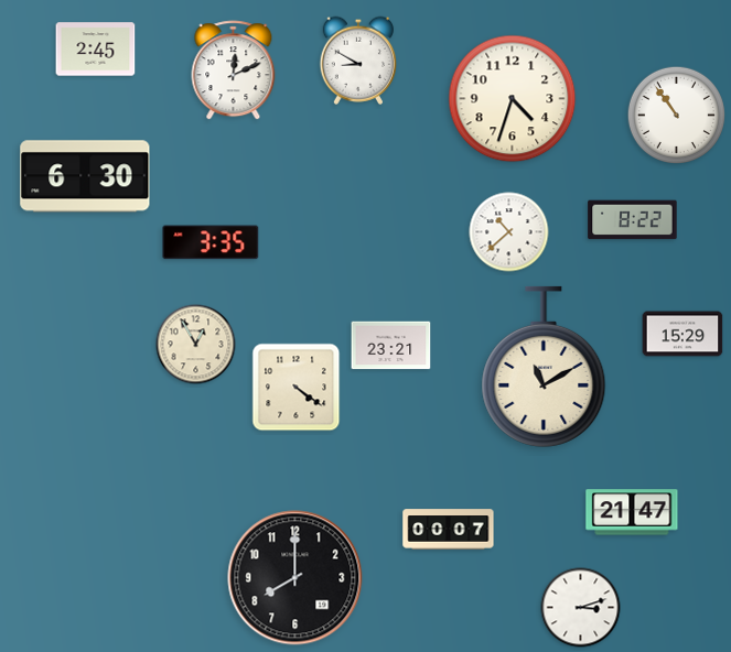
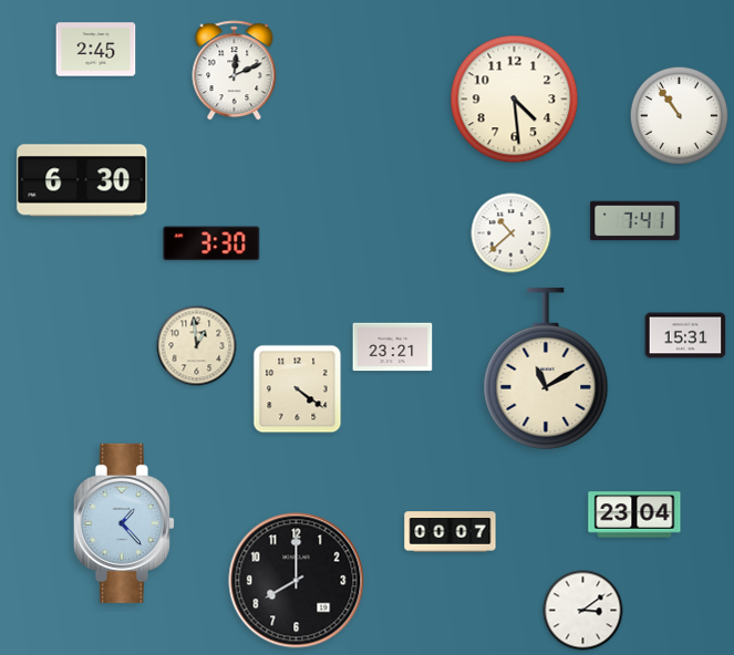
clock at (357, 61): 8:50 -> none
clock at (513, 99): 4:33 -> 4:29
clock at (85, 176) position: (85, 176) -> (82, 180)
clock at (633, 220): 8:22 -> 7:41
clock at (211, 242): 3:35 -> 3:30
clock at (682, 334): 15:29 -> 15:31
clock at (196, 345): 12:55 -> 12:59
clock at (632, 512): 21:47 -> 23:04
clock at (124, 523): none -> 1:23
clock at (581, 608): 3:12 -> 3:09
